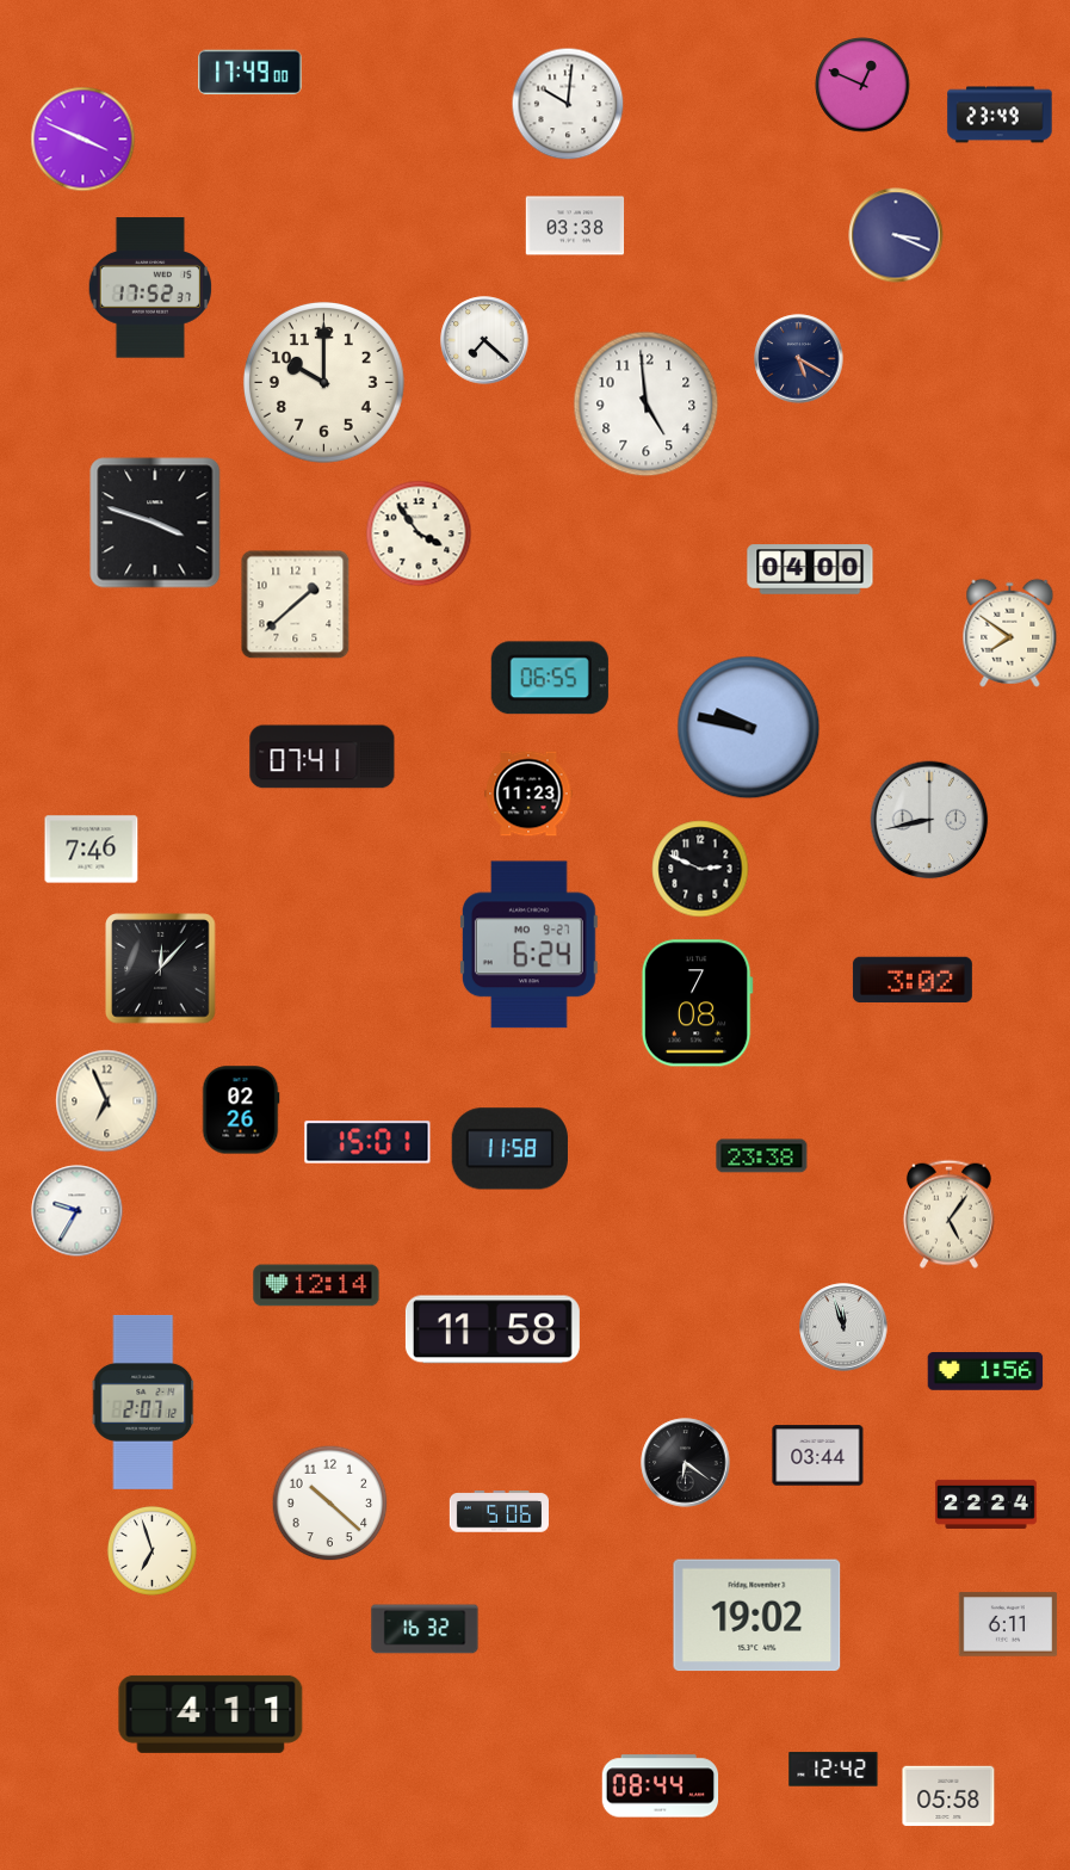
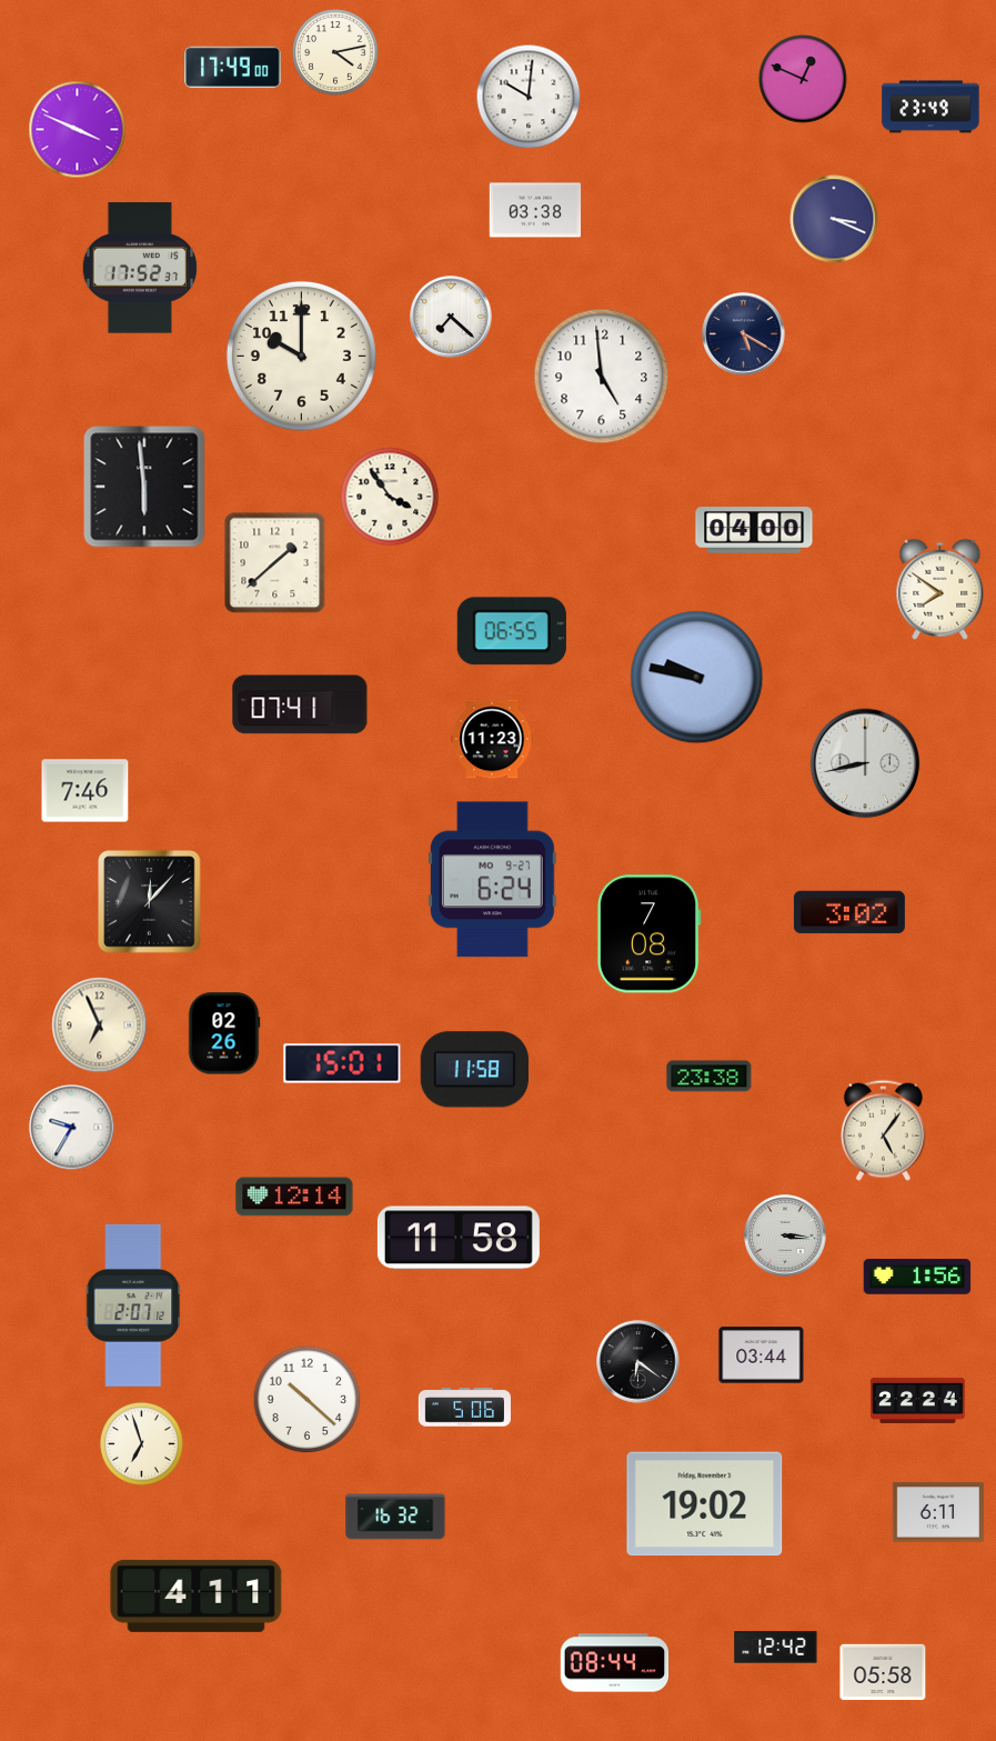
clock at (335, 52): none -> 4:13
clock at (155, 523): 3:48 -> 5:59
clock at (700, 869): 2:49 -> none
clock at (843, 1327): 11:57 -> 3:16
